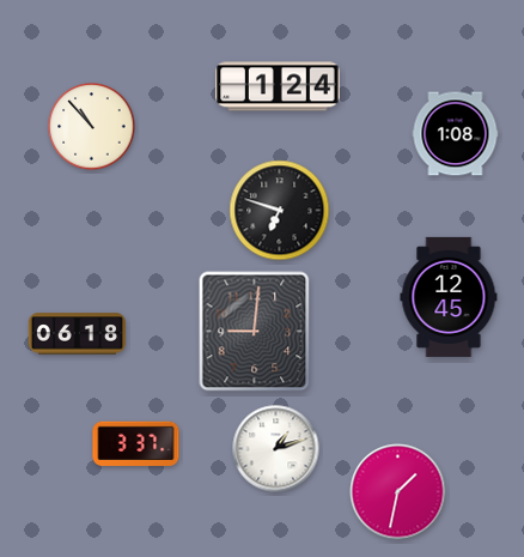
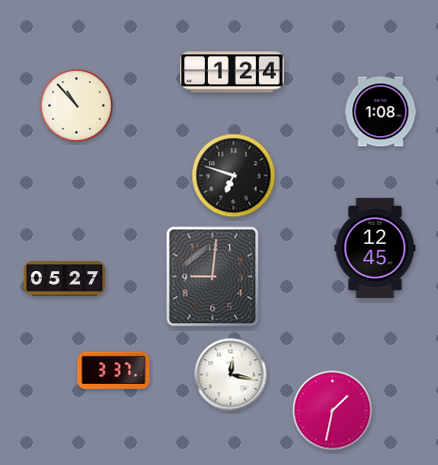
clock at (77, 334): 06:18 -> 05:27
clock at (276, 449): 1:12 -> 12:17
